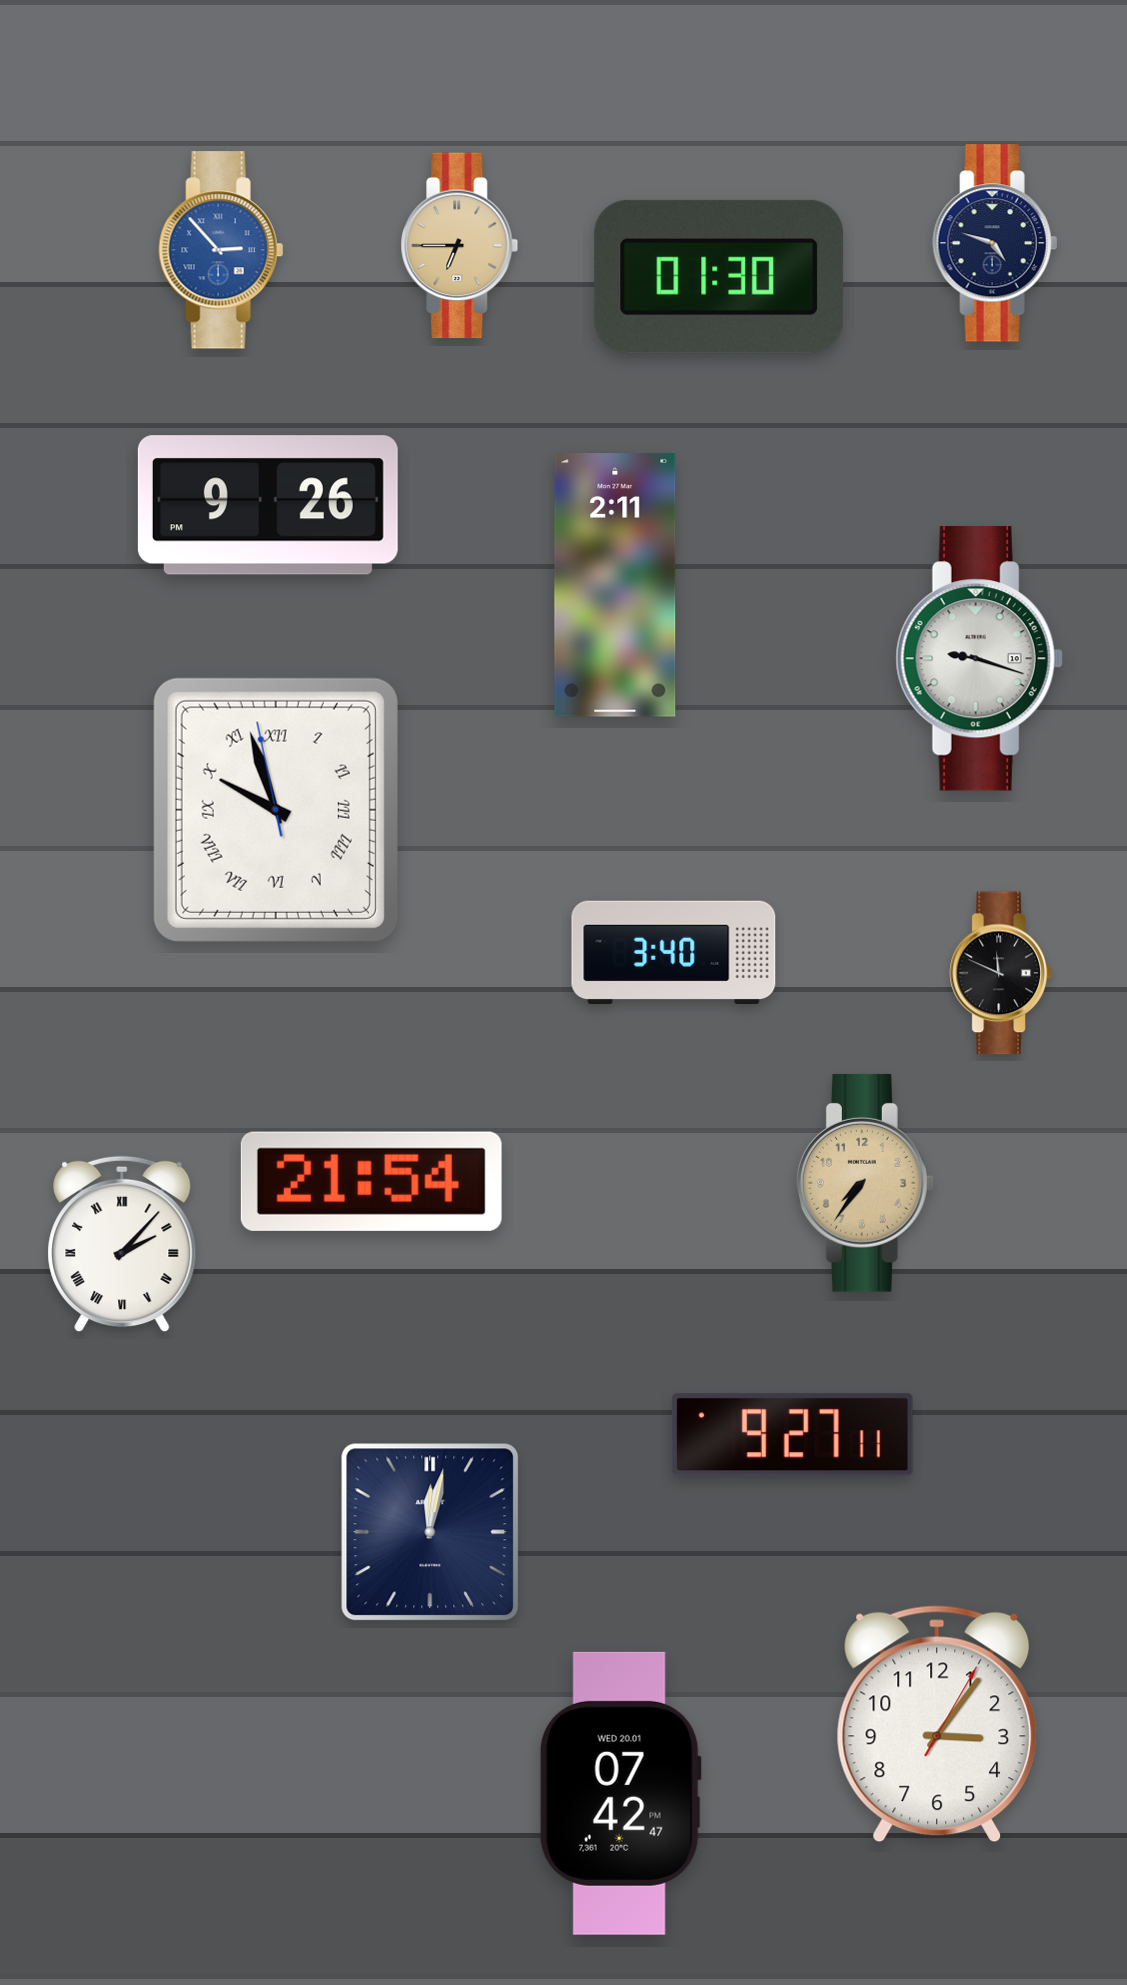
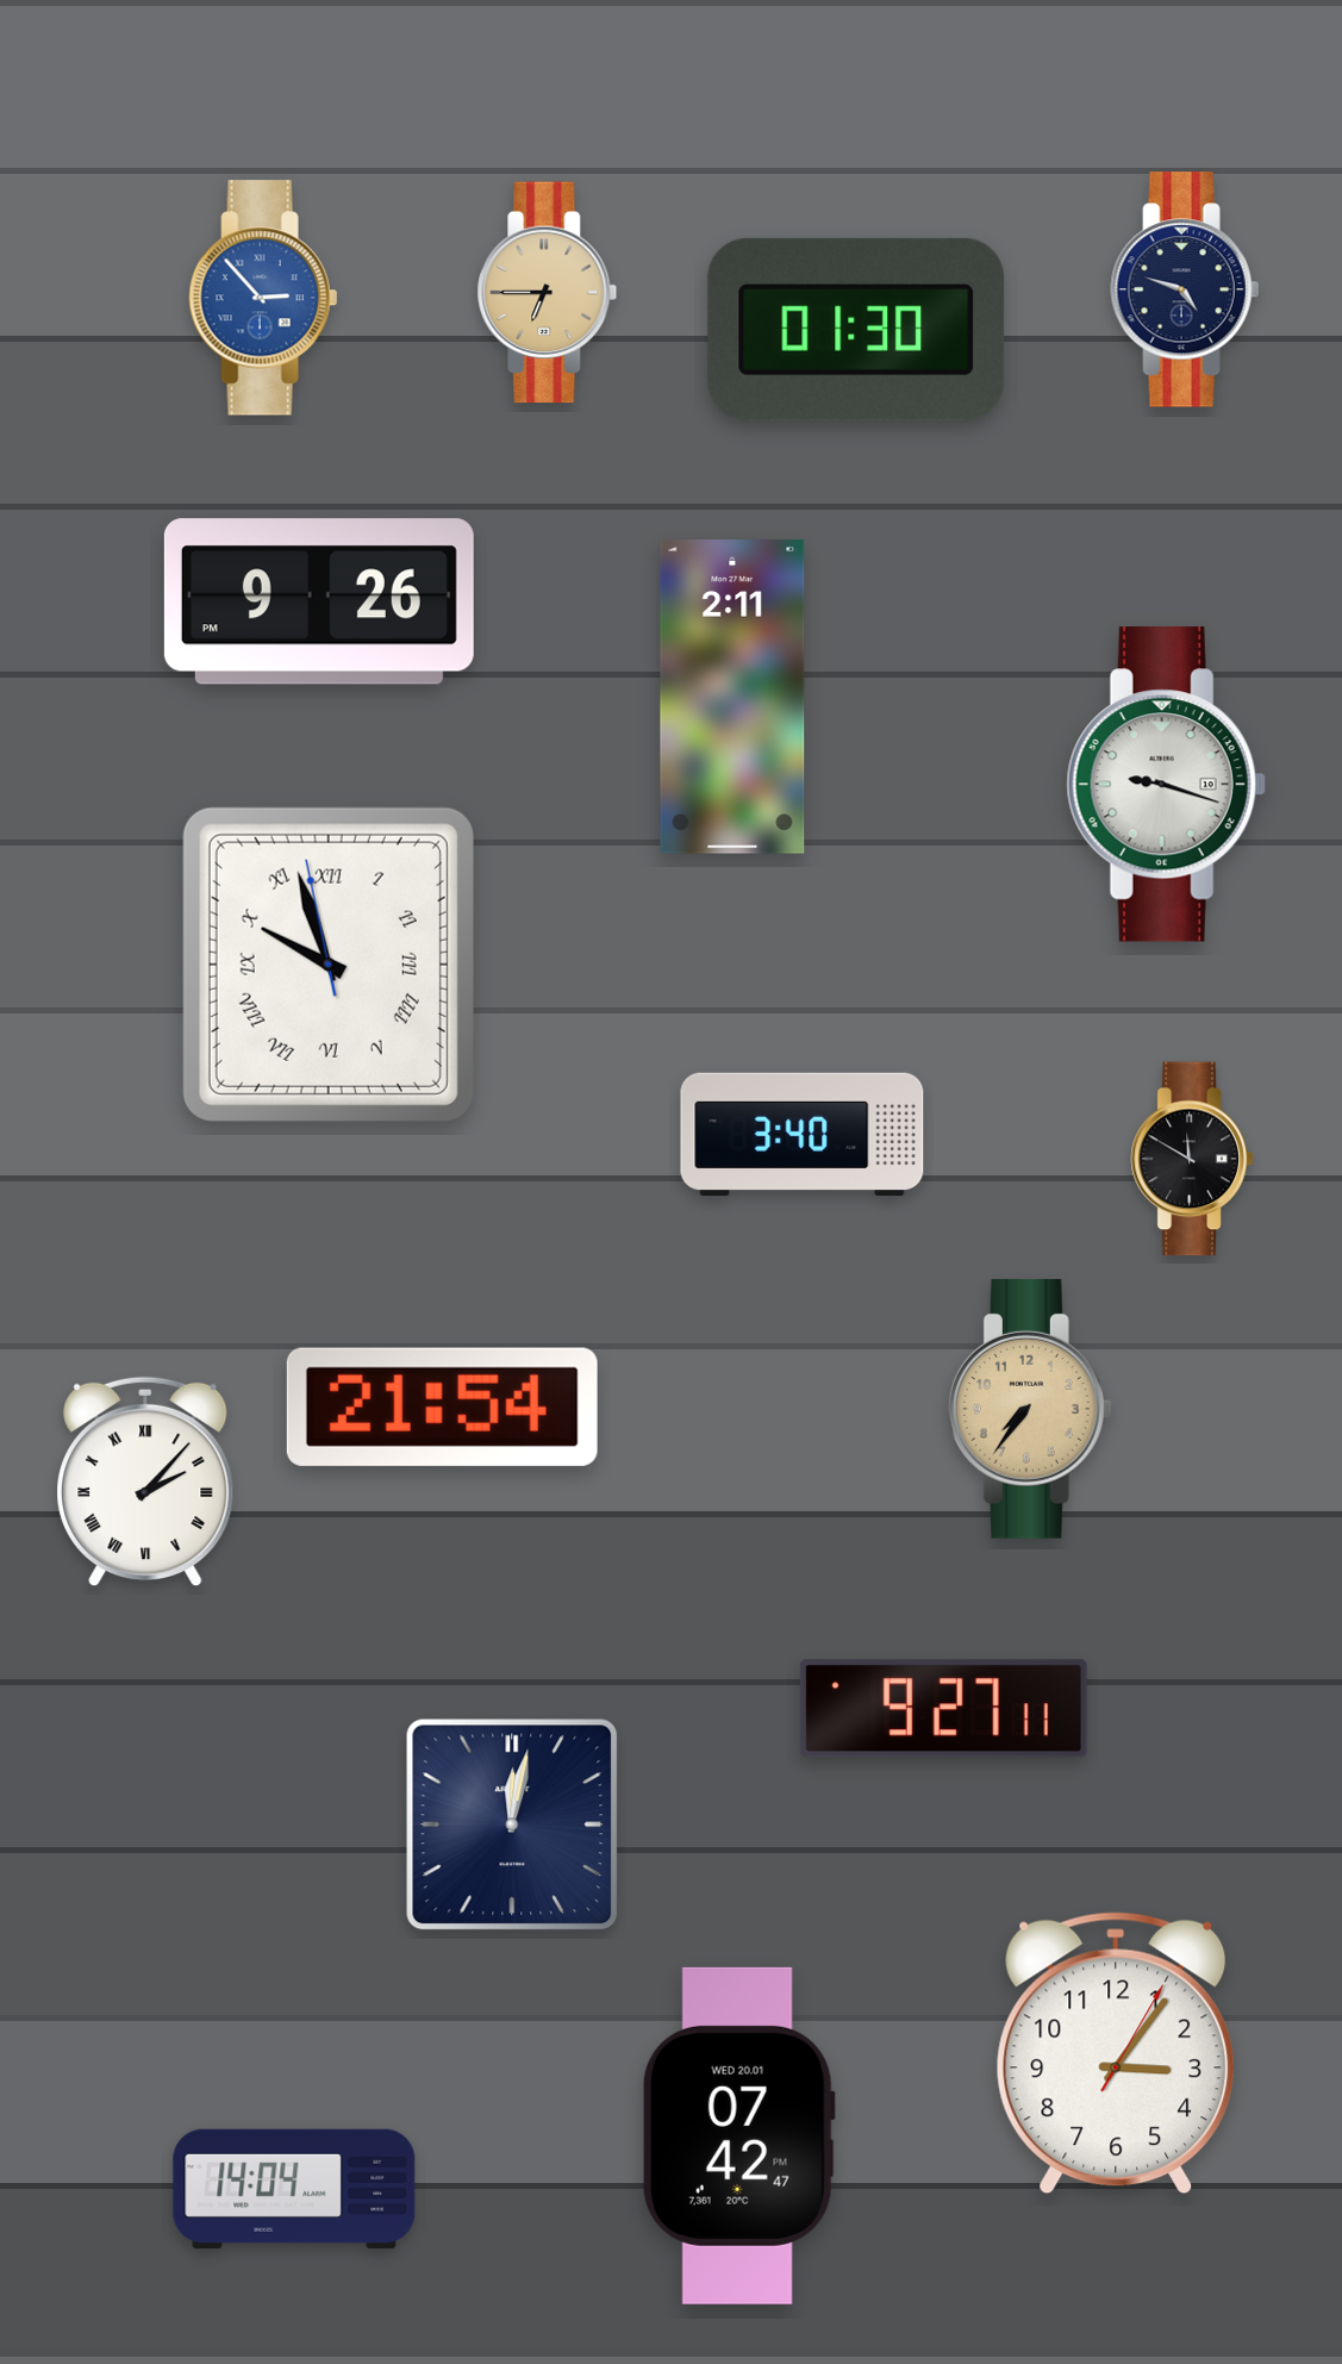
clock at (1001, 973): 11:49 -> 11:50
clock at (294, 2189): none -> 14:04
